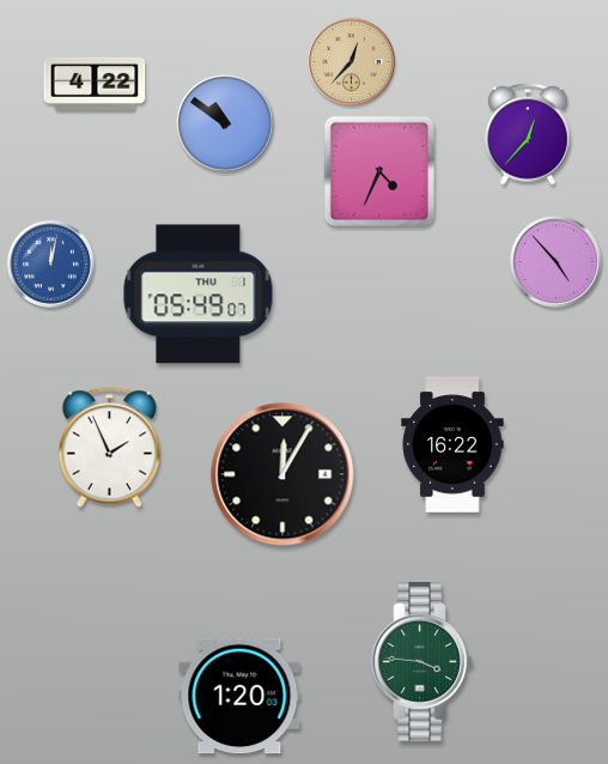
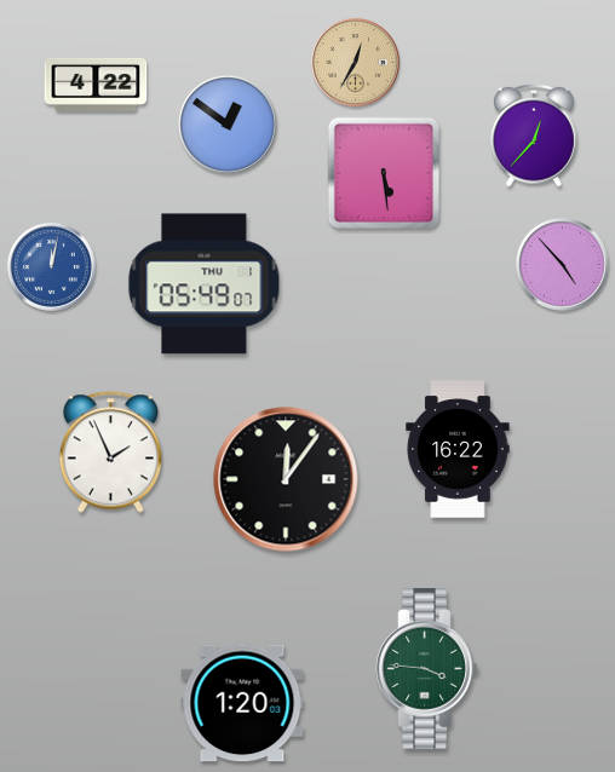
clock at (352, 62): 12:37 -> 12:35
clock at (225, 123): 10:51 -> 12:51
clock at (378, 170): 4:34 -> 5:29
clock at (199, 295) position: (199, 295) -> (205, 284)
clock at (282, 474): 12:05 -> 12:06
